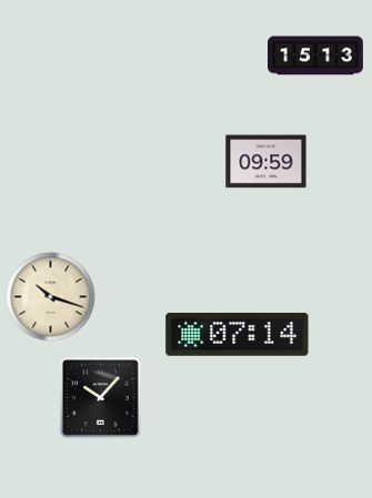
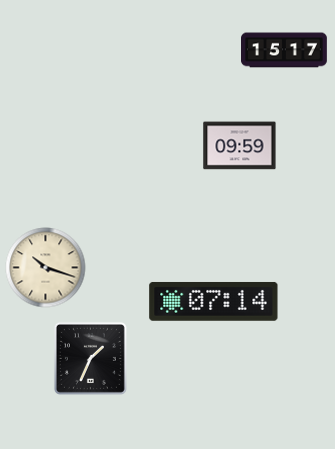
clock at (316, 55): 15:13 -> 15:17
clock at (100, 397): 10:07 -> 1:34
